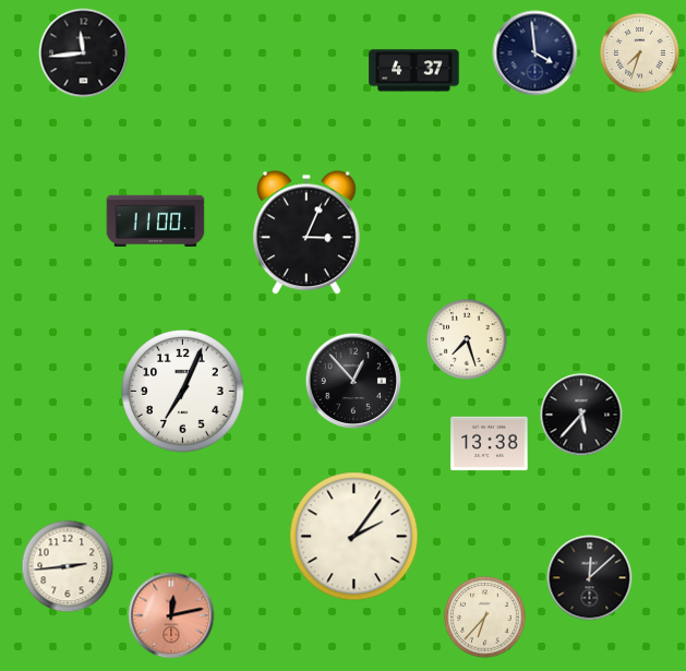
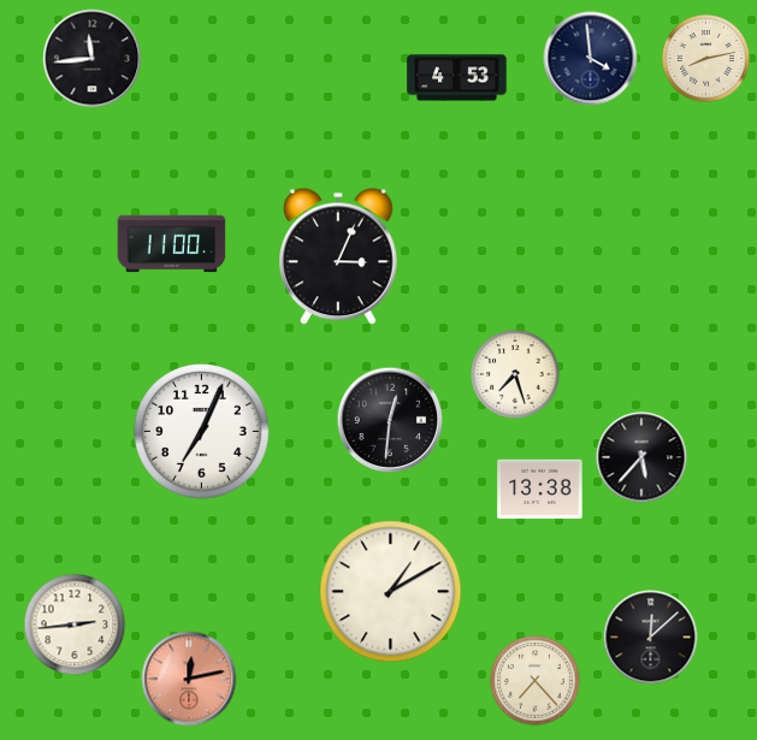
clock at (640, 53): 7:33 -> 8:13
clock at (414, 71): 4:37 -> 4:53
clock at (353, 381): 12:53 -> 12:31
clock at (354, 537): 2:06 -> 1:10
clock at (485, 618): 6:37 -> 7:23
